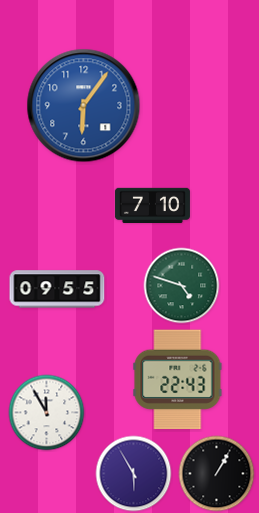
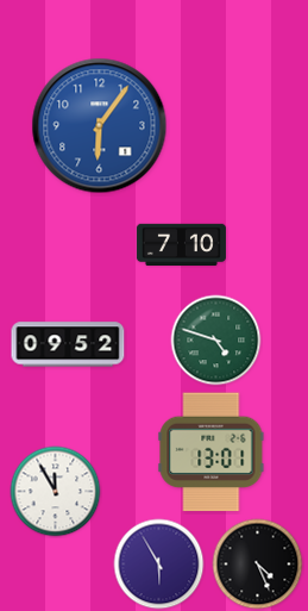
clock at (57, 289): 09:55 -> 09:52
clock at (178, 380): 22:43 -> 13:01
clock at (217, 474): 1:05 -> 4:26
